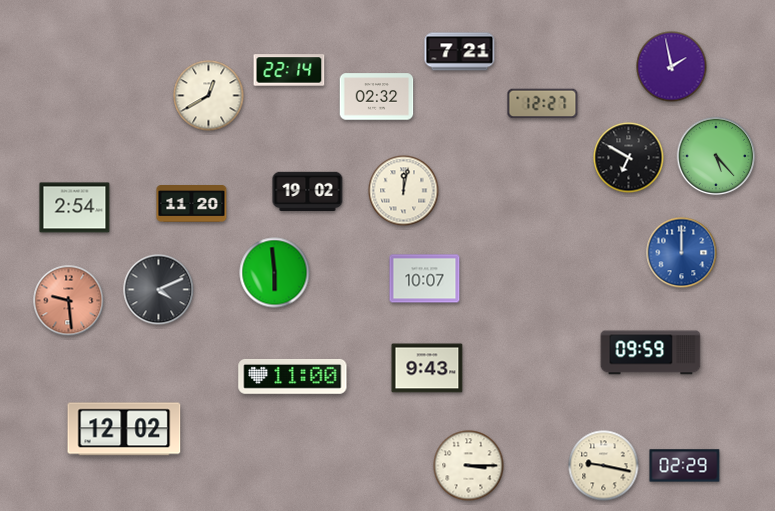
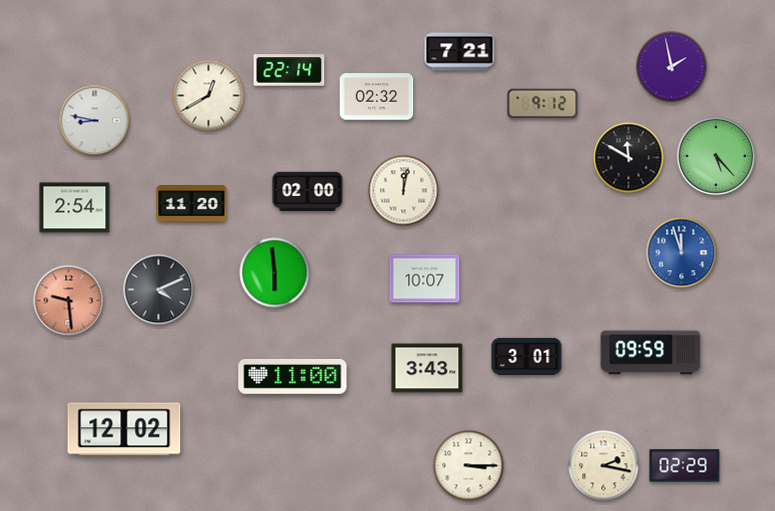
clock at (543, 104): 12:27 -> 9:12
clock at (95, 121): none -> 8:47
clock at (629, 158): 6:50 -> 11:50
clock at (308, 191): 19:02 -> 02:00
clock at (682, 253): 12:00 -> 11:57
clock at (527, 356): none -> 3:01
clock at (427, 368): 9:43 -> 3:43
clock at (604, 466): 9:17 -> 2:17
